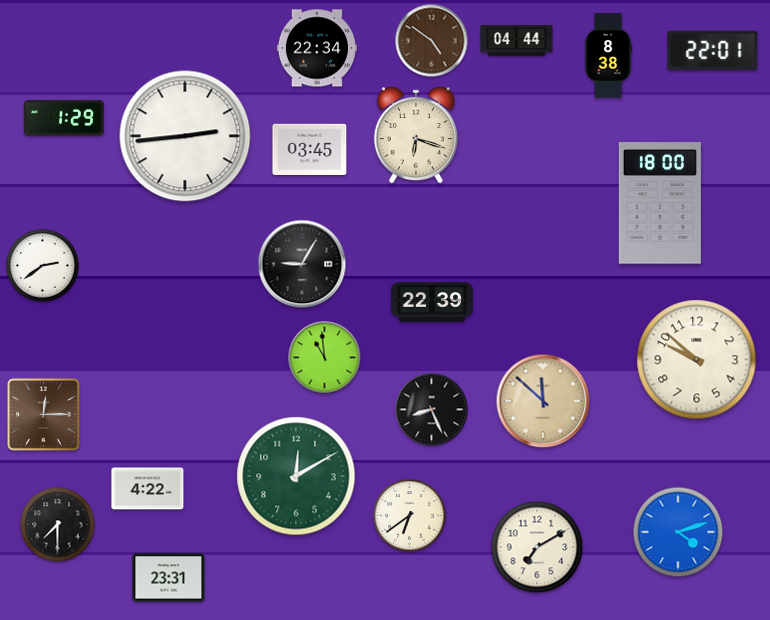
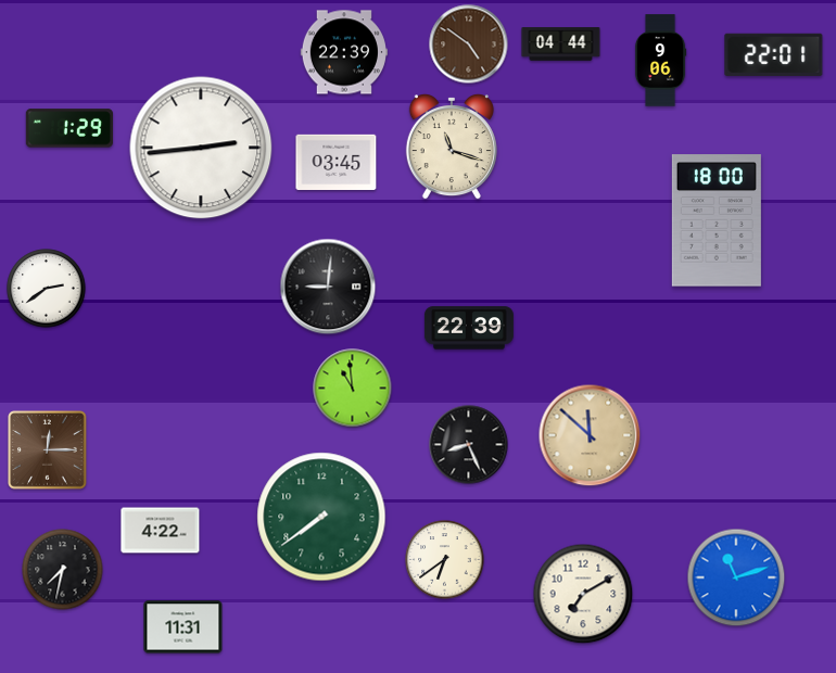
clock at (317, 48): 22:34 -> 22:39
clock at (608, 56): 8:38 -> 9:06
clock at (416, 136): 6:18 -> 11:18
clock at (302, 264): 9:05 -> 9:01
clock at (697, 360): 9:52 -> none
clock at (296, 476): 12:10 -> 7:39
clock at (58, 525): 7:30 -> 7:32
clock at (678, 532): 4:12 -> 11:12
clock at (169, 578): 23:31 -> 11:31
